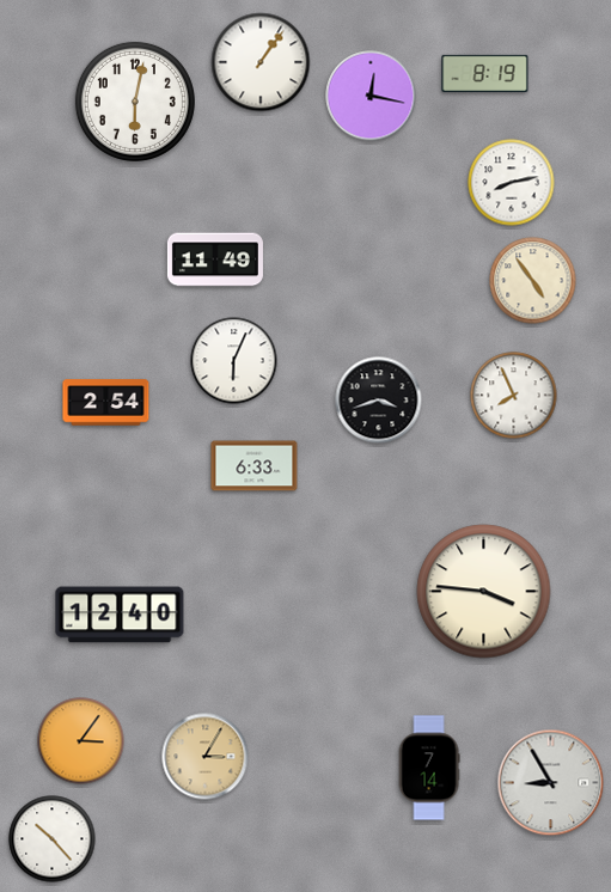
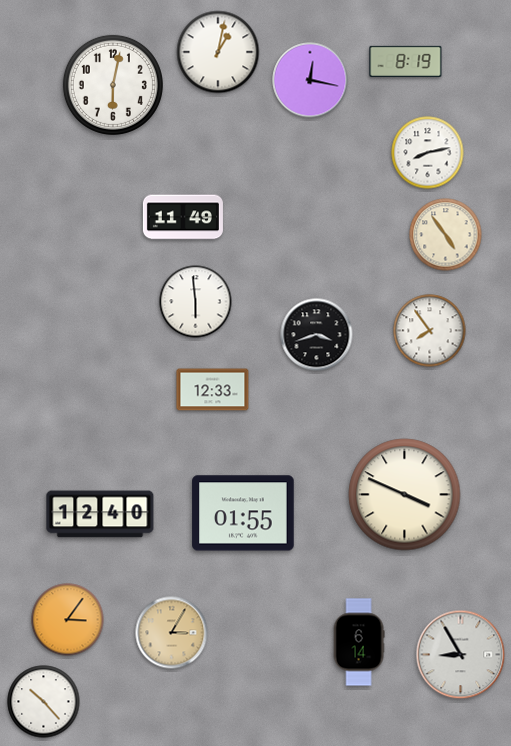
clock at (261, 62): 1:06 -> 1:02
clock at (215, 259) position: (215, 259) -> (183, 217)
clock at (234, 361): 6:04 -> 5:59
clock at (514, 396): 7:56 -> 7:54
clock at (106, 403): 2:54 -> none
clock at (255, 466): 6:33 -> 12:33
clock at (484, 592): 3:46 -> 3:49
clock at (243, 513): none -> 01:55
clock at (429, 768): 7:14 -> 6:14
